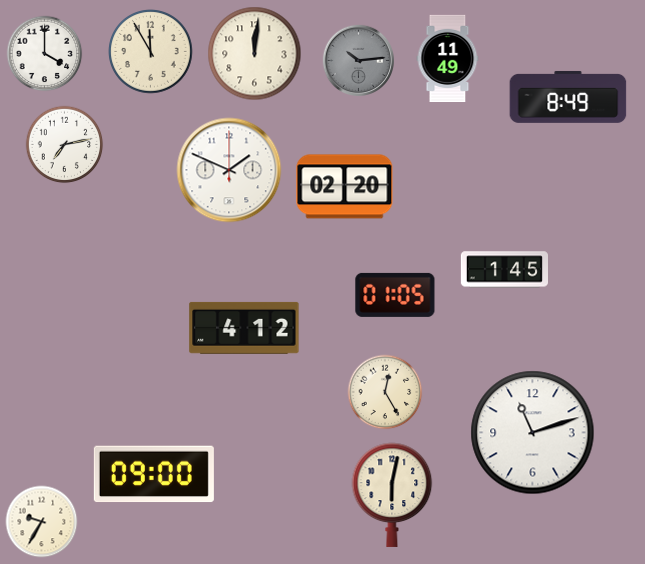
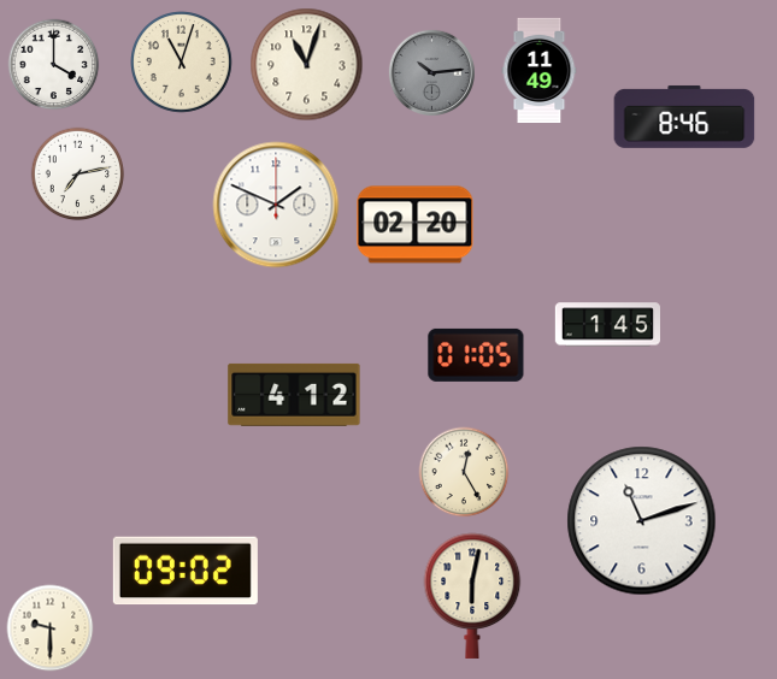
clock at (151, 52): 11:55 -> 11:03
clock at (255, 54): 12:01 -> 11:03
clock at (568, 97): 8:49 -> 8:46
clock at (154, 474): 09:00 -> 09:02
clock at (42, 522): 9:35 -> 9:30
